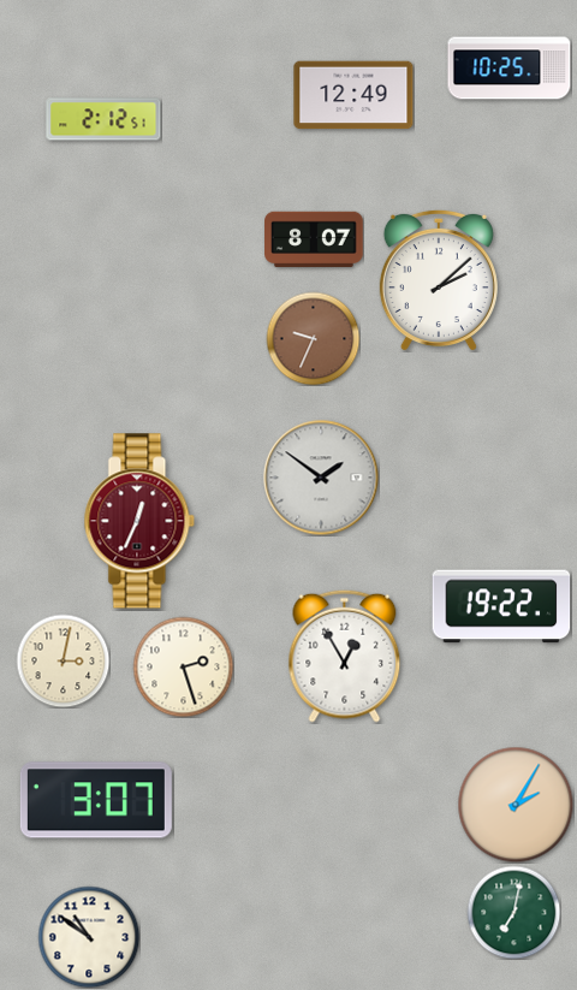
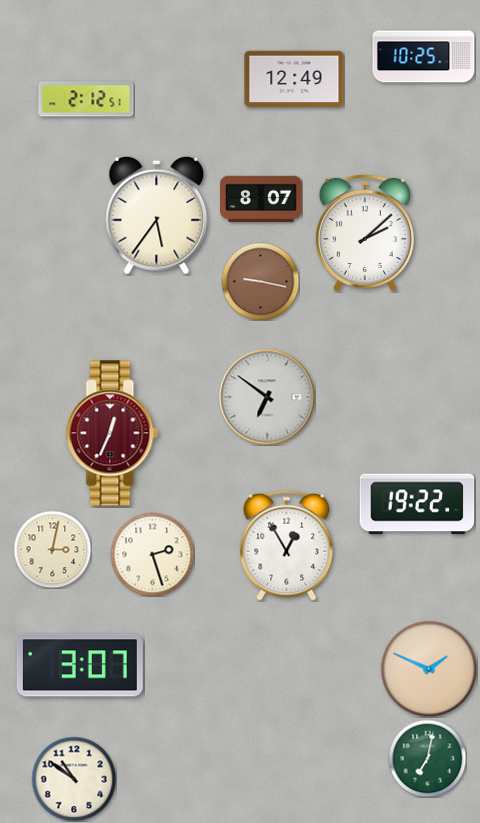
clock at (157, 215): none -> 5:36
clock at (313, 338): 9:34 -> 9:17
clock at (321, 478): 1:51 -> 6:51
clock at (139, 521) position: (139, 521) -> (112, 433)
clock at (516, 805): 2:05 -> 1:49
